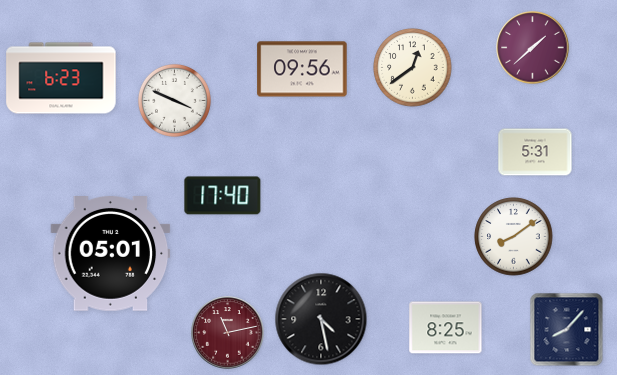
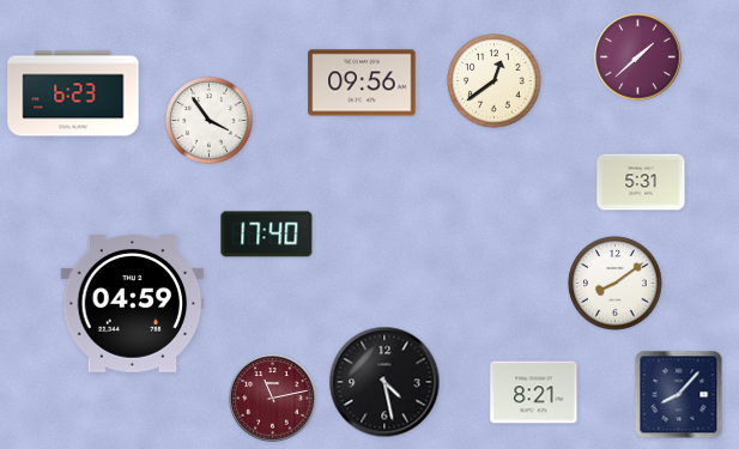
clock at (174, 100): 3:49 -> 3:54
clock at (111, 254): 05:01 -> 04:59
clock at (446, 328): 8:25 -> 8:21
